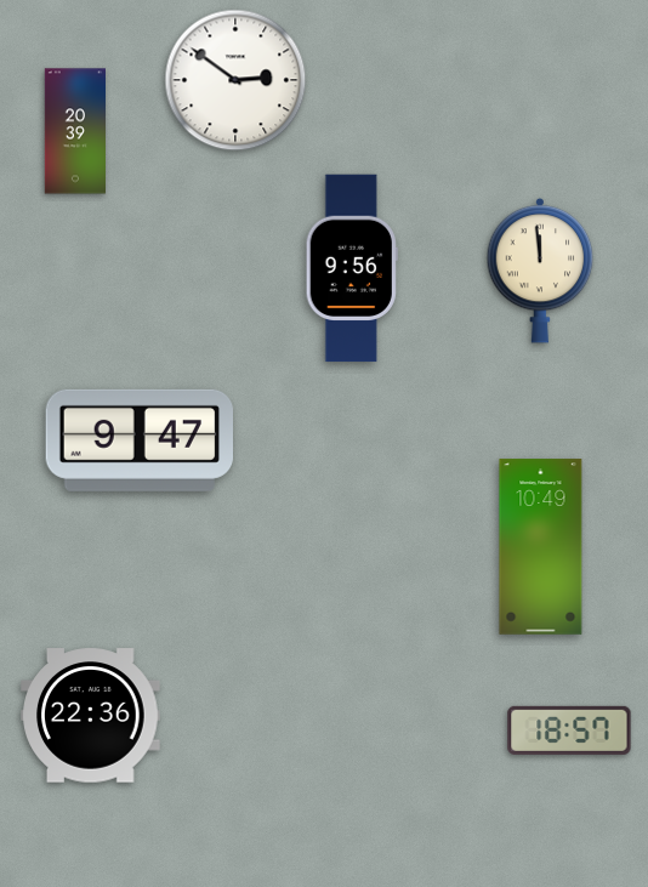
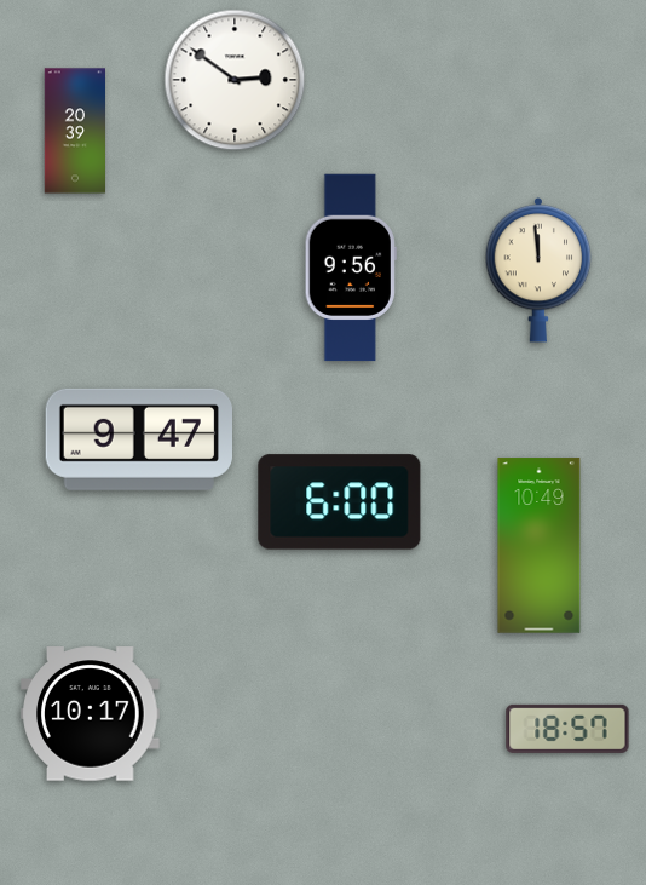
clock at (340, 502): none -> 6:00
clock at (91, 716): 22:36 -> 10:17
